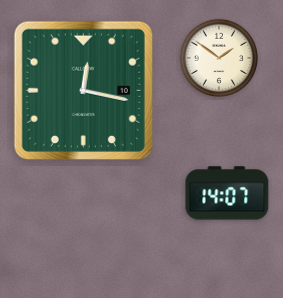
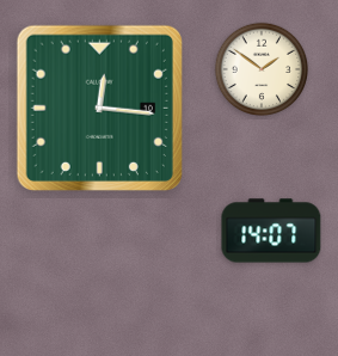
clock at (83, 90): 12:17 -> 12:16
